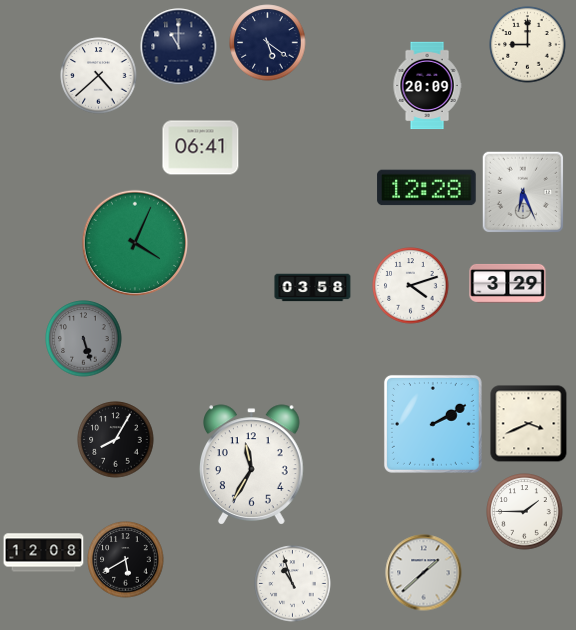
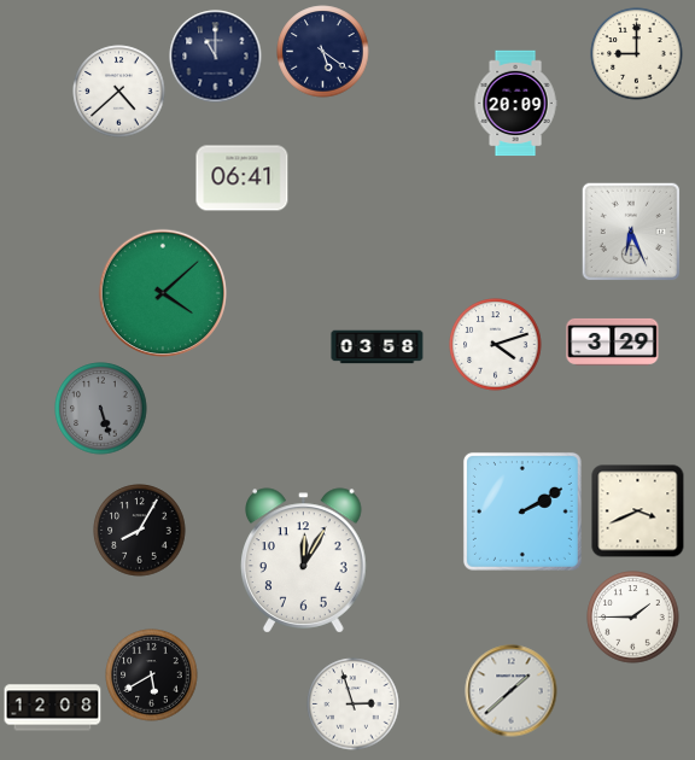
clock at (427, 188): 12:28 -> none
clock at (134, 242): 4:04 -> 4:08
clock at (252, 465): 11:35 -> 12:05
clock at (44, 553) position: (44, 553) -> (53, 708)
clock at (293, 584): 10:57 -> 2:57
